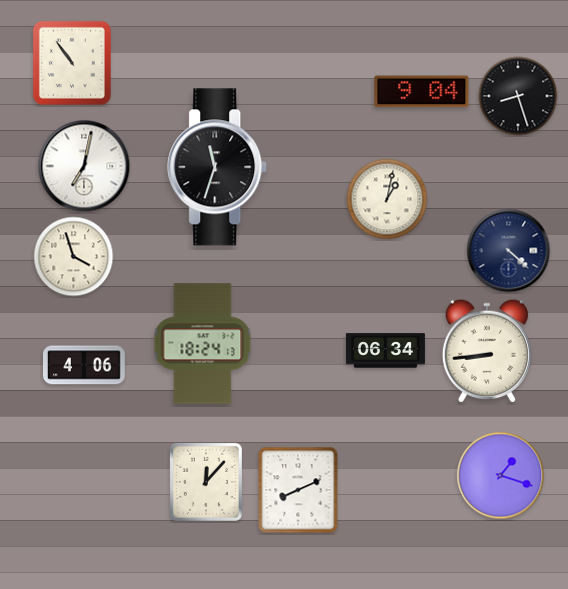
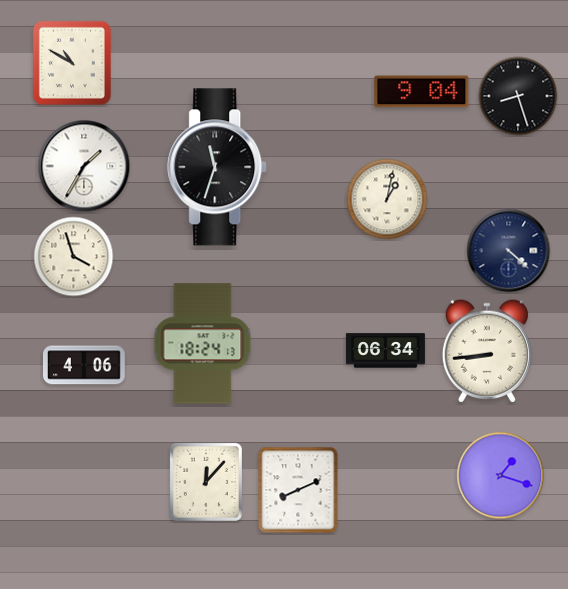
clock at (72, 63): 10:54 -> 10:50
clock at (84, 166): 7:02 -> 1:35
